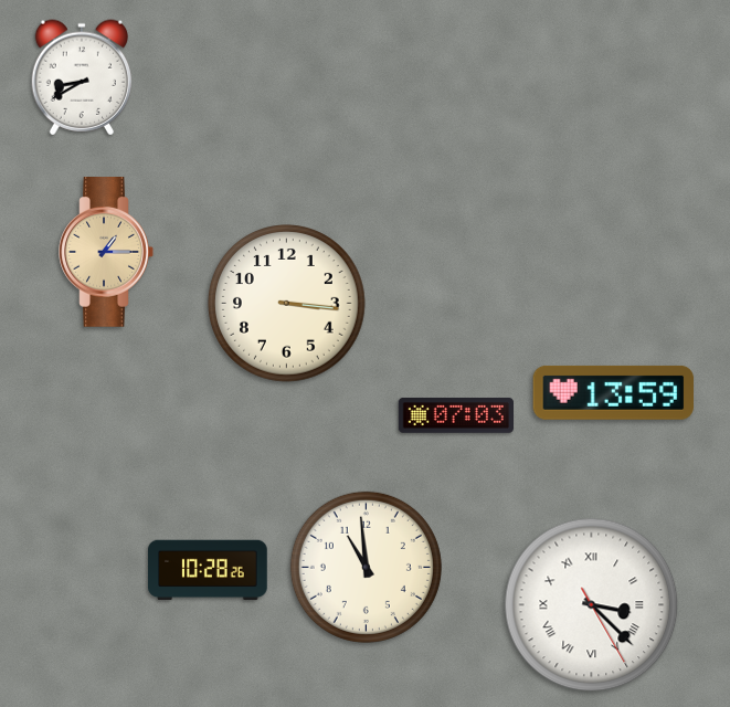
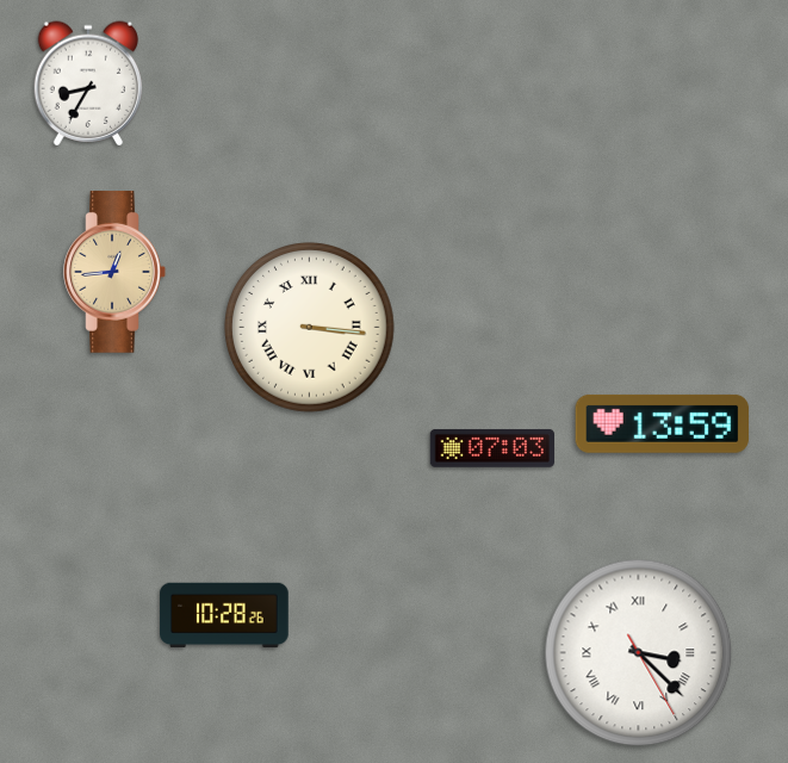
clock at (82, 77): 8:40 -> 8:35
clock at (106, 253): 1:15 -> 12:44
clock at (287, 304) numerals: Arabic -> Roman
clock at (366, 567): 10:59 -> none
